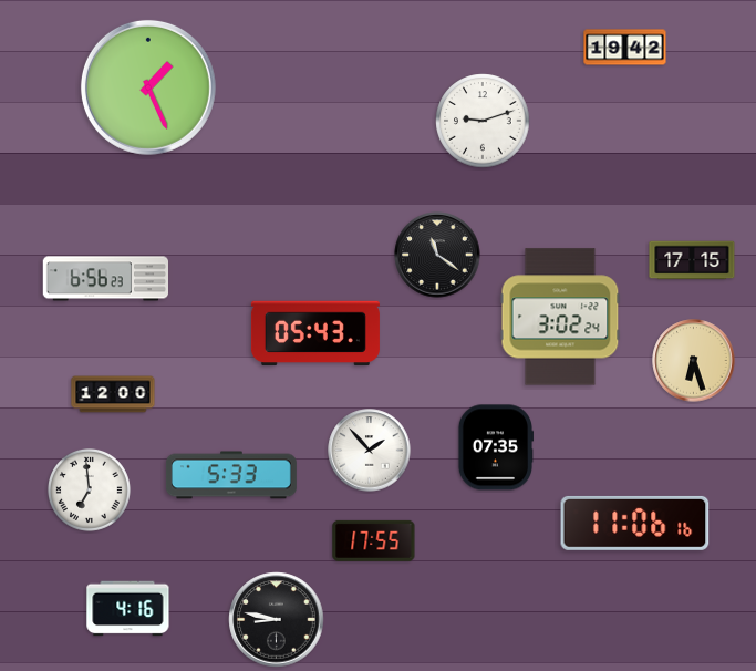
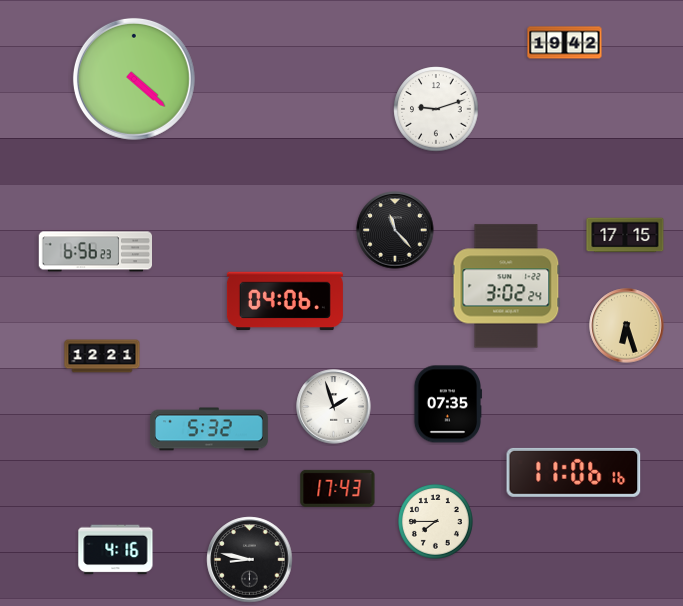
clock at (148, 87): 1:26 -> 4:22
clock at (437, 255): 11:21 -> 11:23
clock at (315, 333): 05:43 -> 04:06
clock at (113, 394): 12:00 -> 12:21
clock at (370, 451): 1:53 -> 1:57
clock at (231, 475): 5:33 -> 5:32
clock at (90, 491): 6:59 -> none
clock at (374, 540): 17:55 -> 17:43
clock at (436, 522): none -> 7:45
